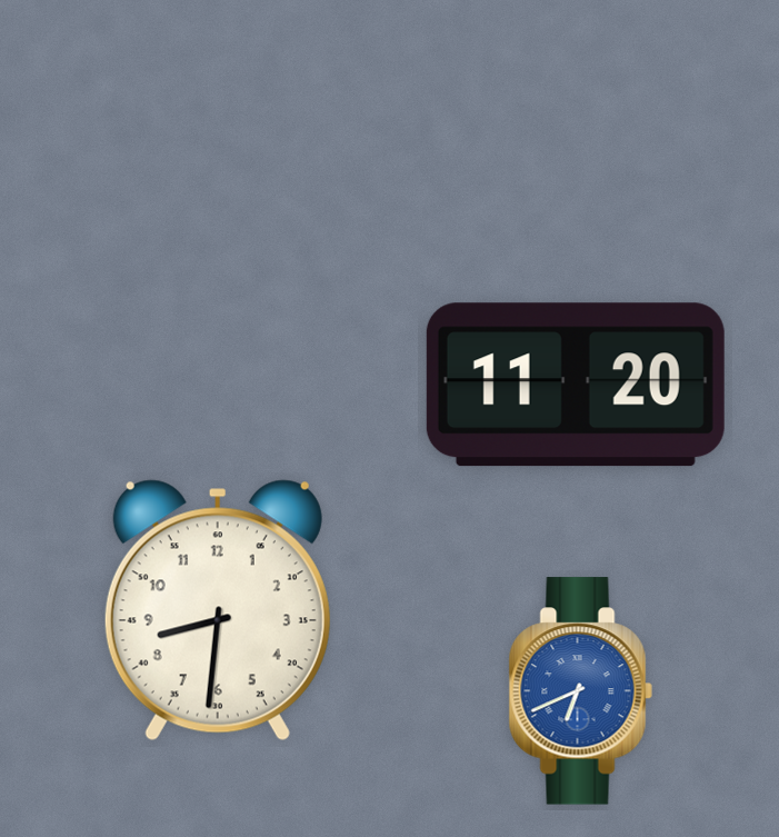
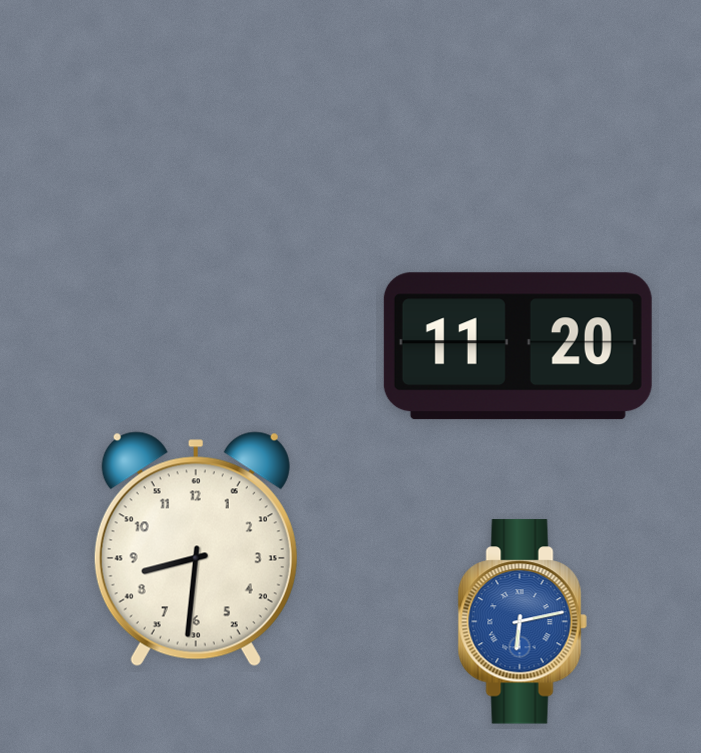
clock at (580, 691): 6:41 -> 6:13
